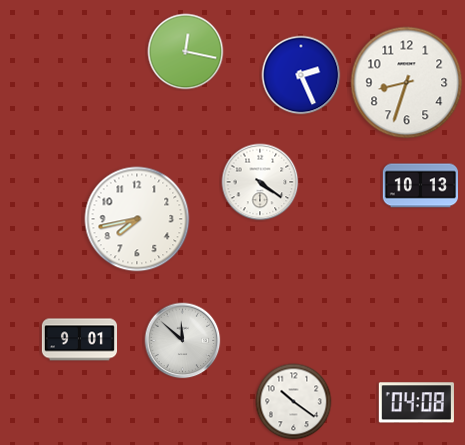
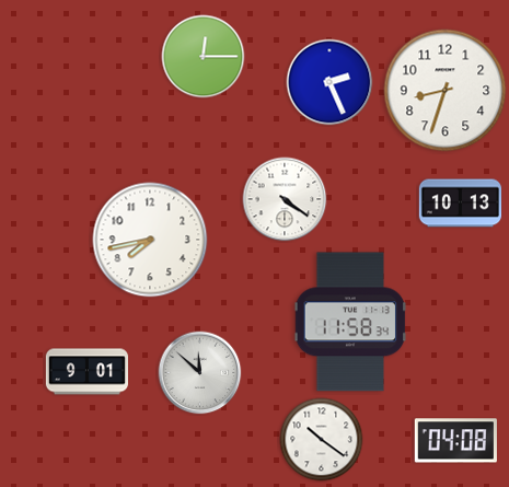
clock at (186, 52): 12:17 -> 12:15
clock at (350, 322): none -> 11:58
